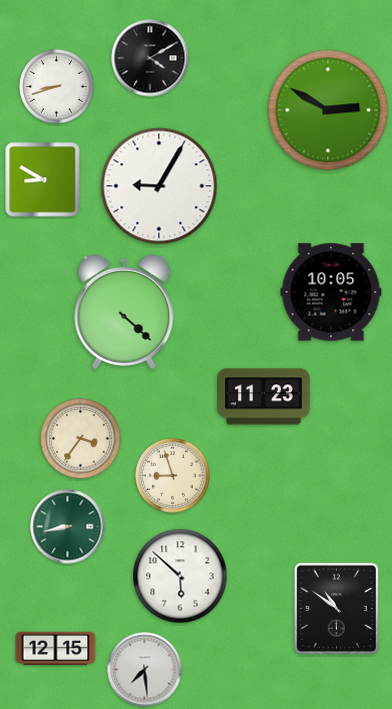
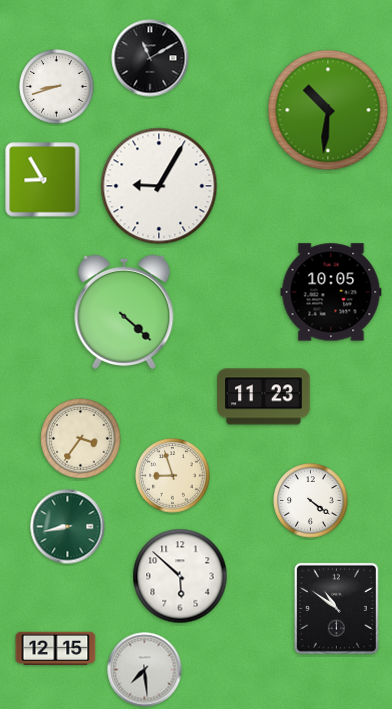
clock at (150, 58): 4:10 -> 11:10
clock at (328, 110): 2:50 -> 10:31
clock at (43, 180): 8:50 -> 8:55
clock at (311, 501): none -> 4:21
